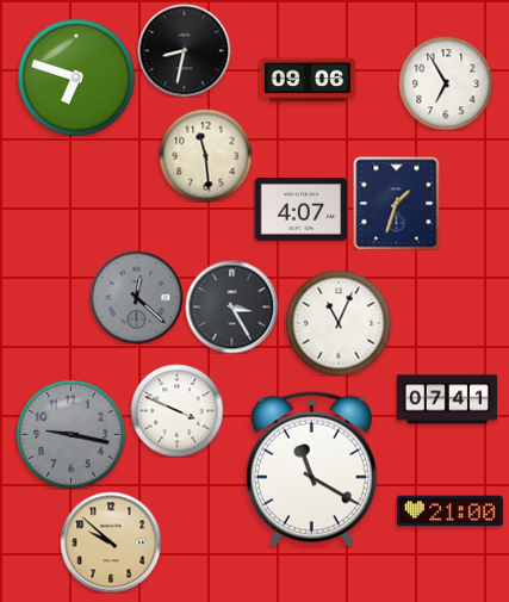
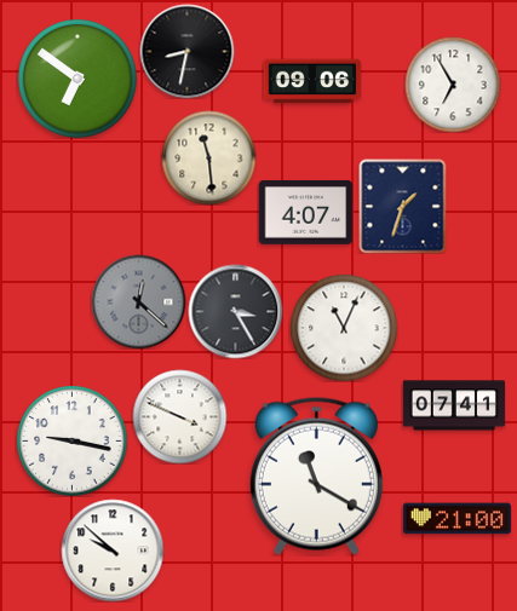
clock at (77, 79): 6:48 -> 6:51
clock at (70, 434) dial: grey -> white
clock at (111, 542) dial: champagne -> white
